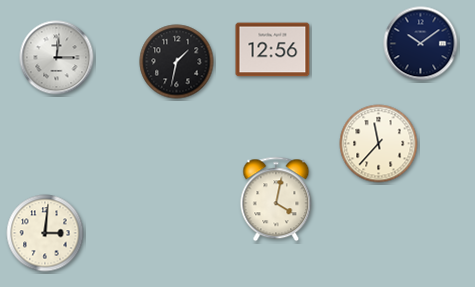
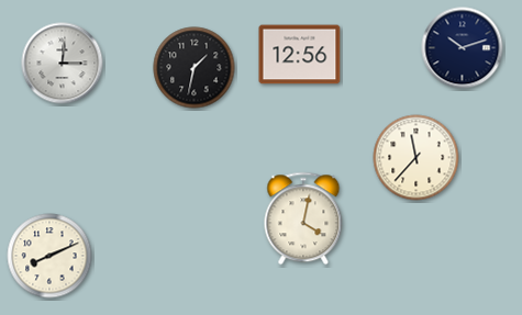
clock at (421, 44): 10:09 -> 10:12
clock at (45, 233): 3:01 -> 8:11
